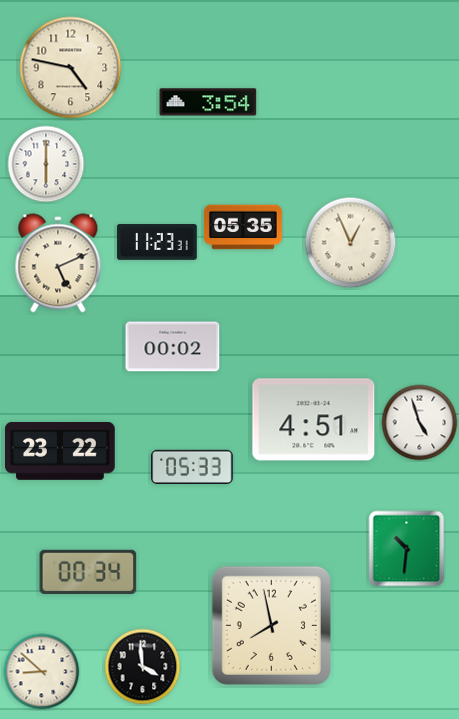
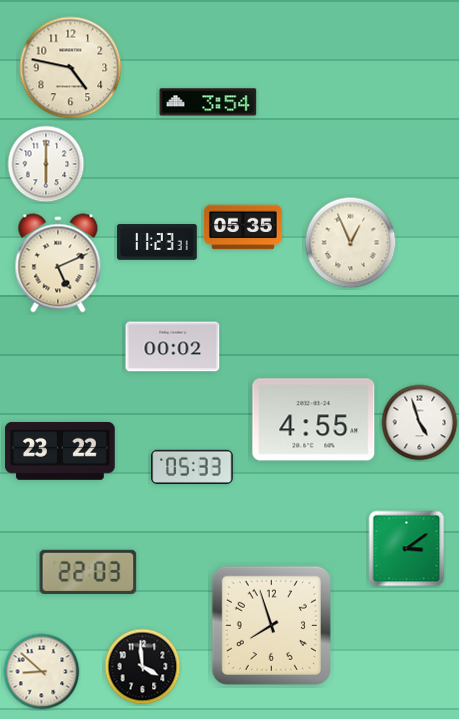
clock at (314, 420): 4:51 -> 4:55
clock at (407, 549): 10:31 -> 3:09
clock at (88, 571): 00:34 -> 22:03
clock at (271, 625): 7:58 -> 7:57
